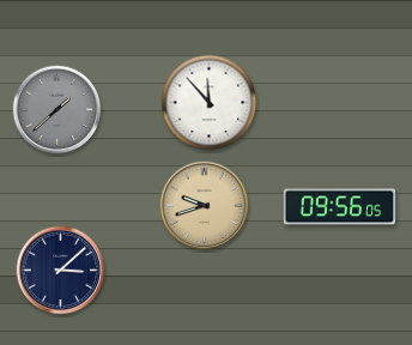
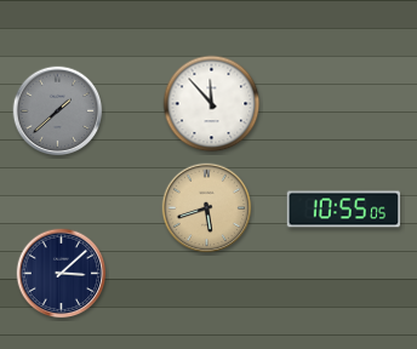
clock at (205, 206): 9:42 -> 5:42
clock at (340, 207): 09:56 -> 10:55
